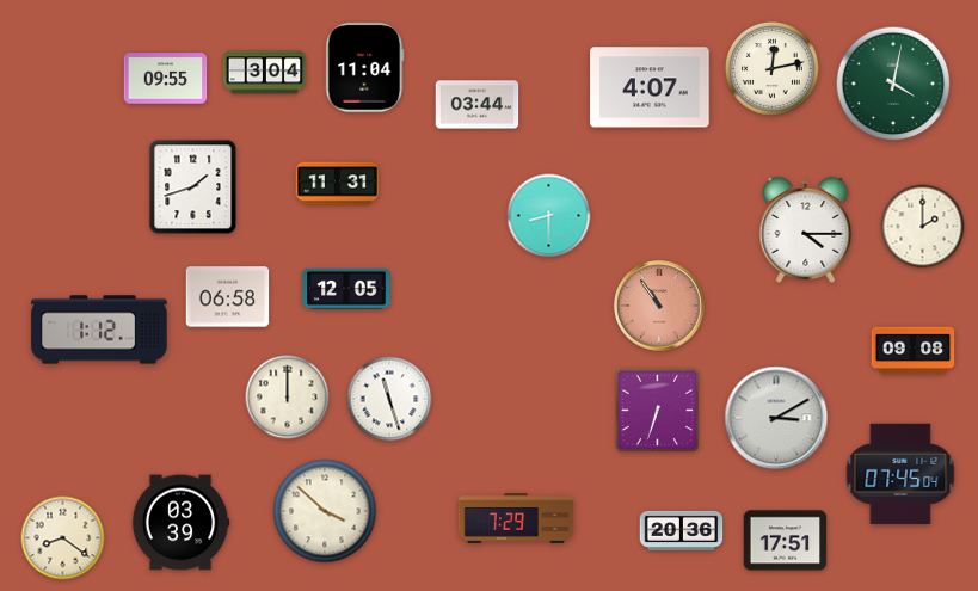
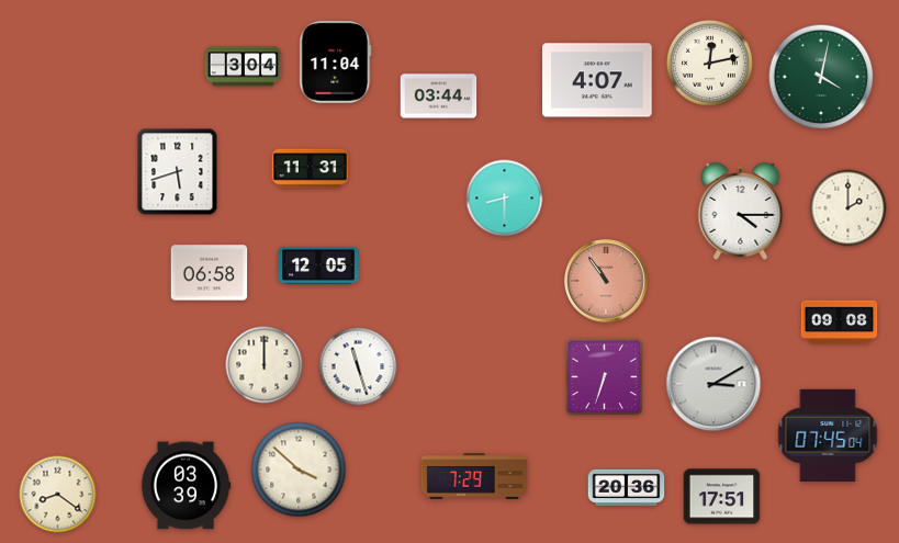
clock at (166, 79): 09:55 -> none
clock at (193, 187): 1:42 -> 5:42
clock at (99, 330): 1:12 -> none
clock at (180, 523) position: (180, 523) -> (186, 486)
